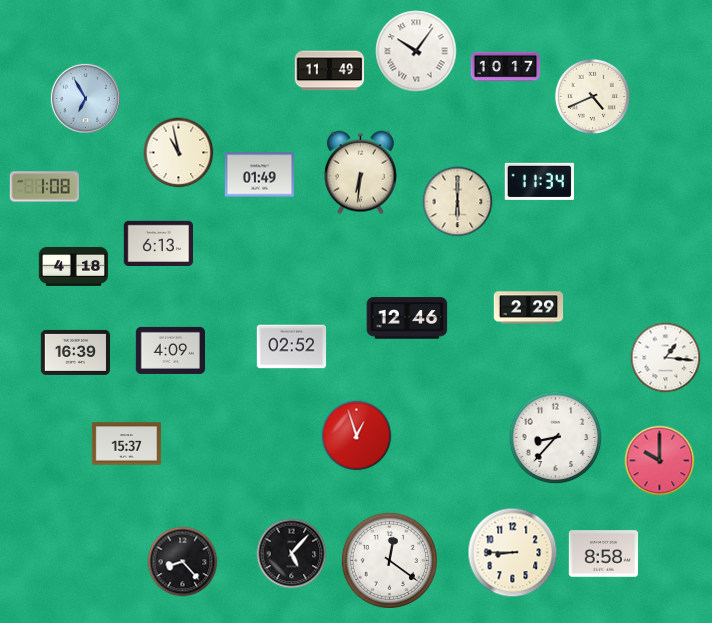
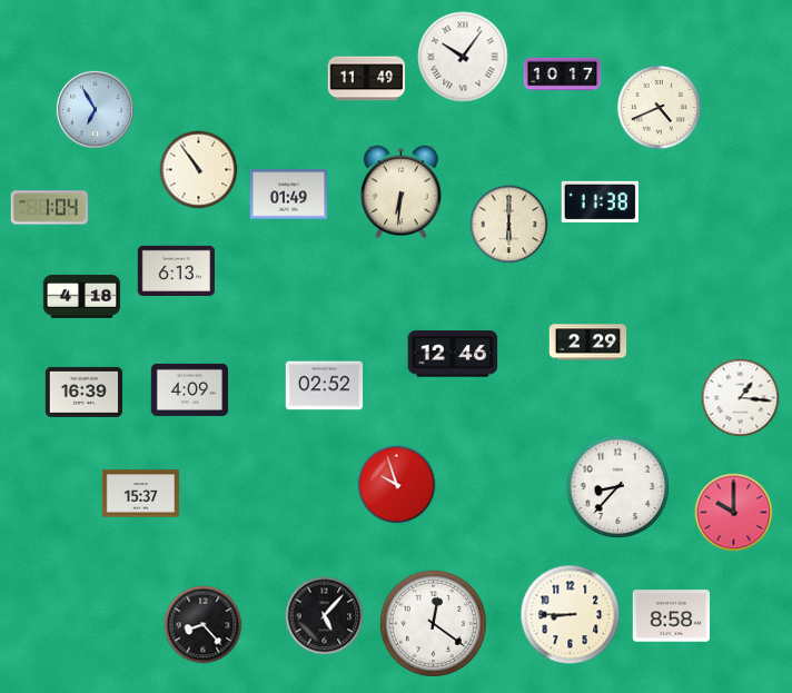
clock at (179, 153): 10:58 -> 10:54
clock at (539, 181): 11:34 -> 11:38
clock at (44, 187): 1:08 -> 1:04
clock at (357, 436): 12:57 -> 9:57
